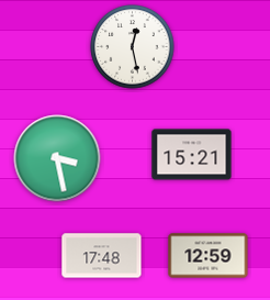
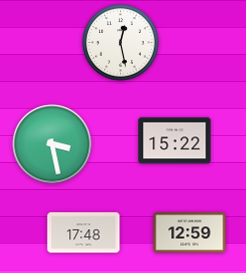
clock at (192, 155): 15:21 -> 15:22
clock at (102, 256) position: (102, 256) -> (84, 233)
